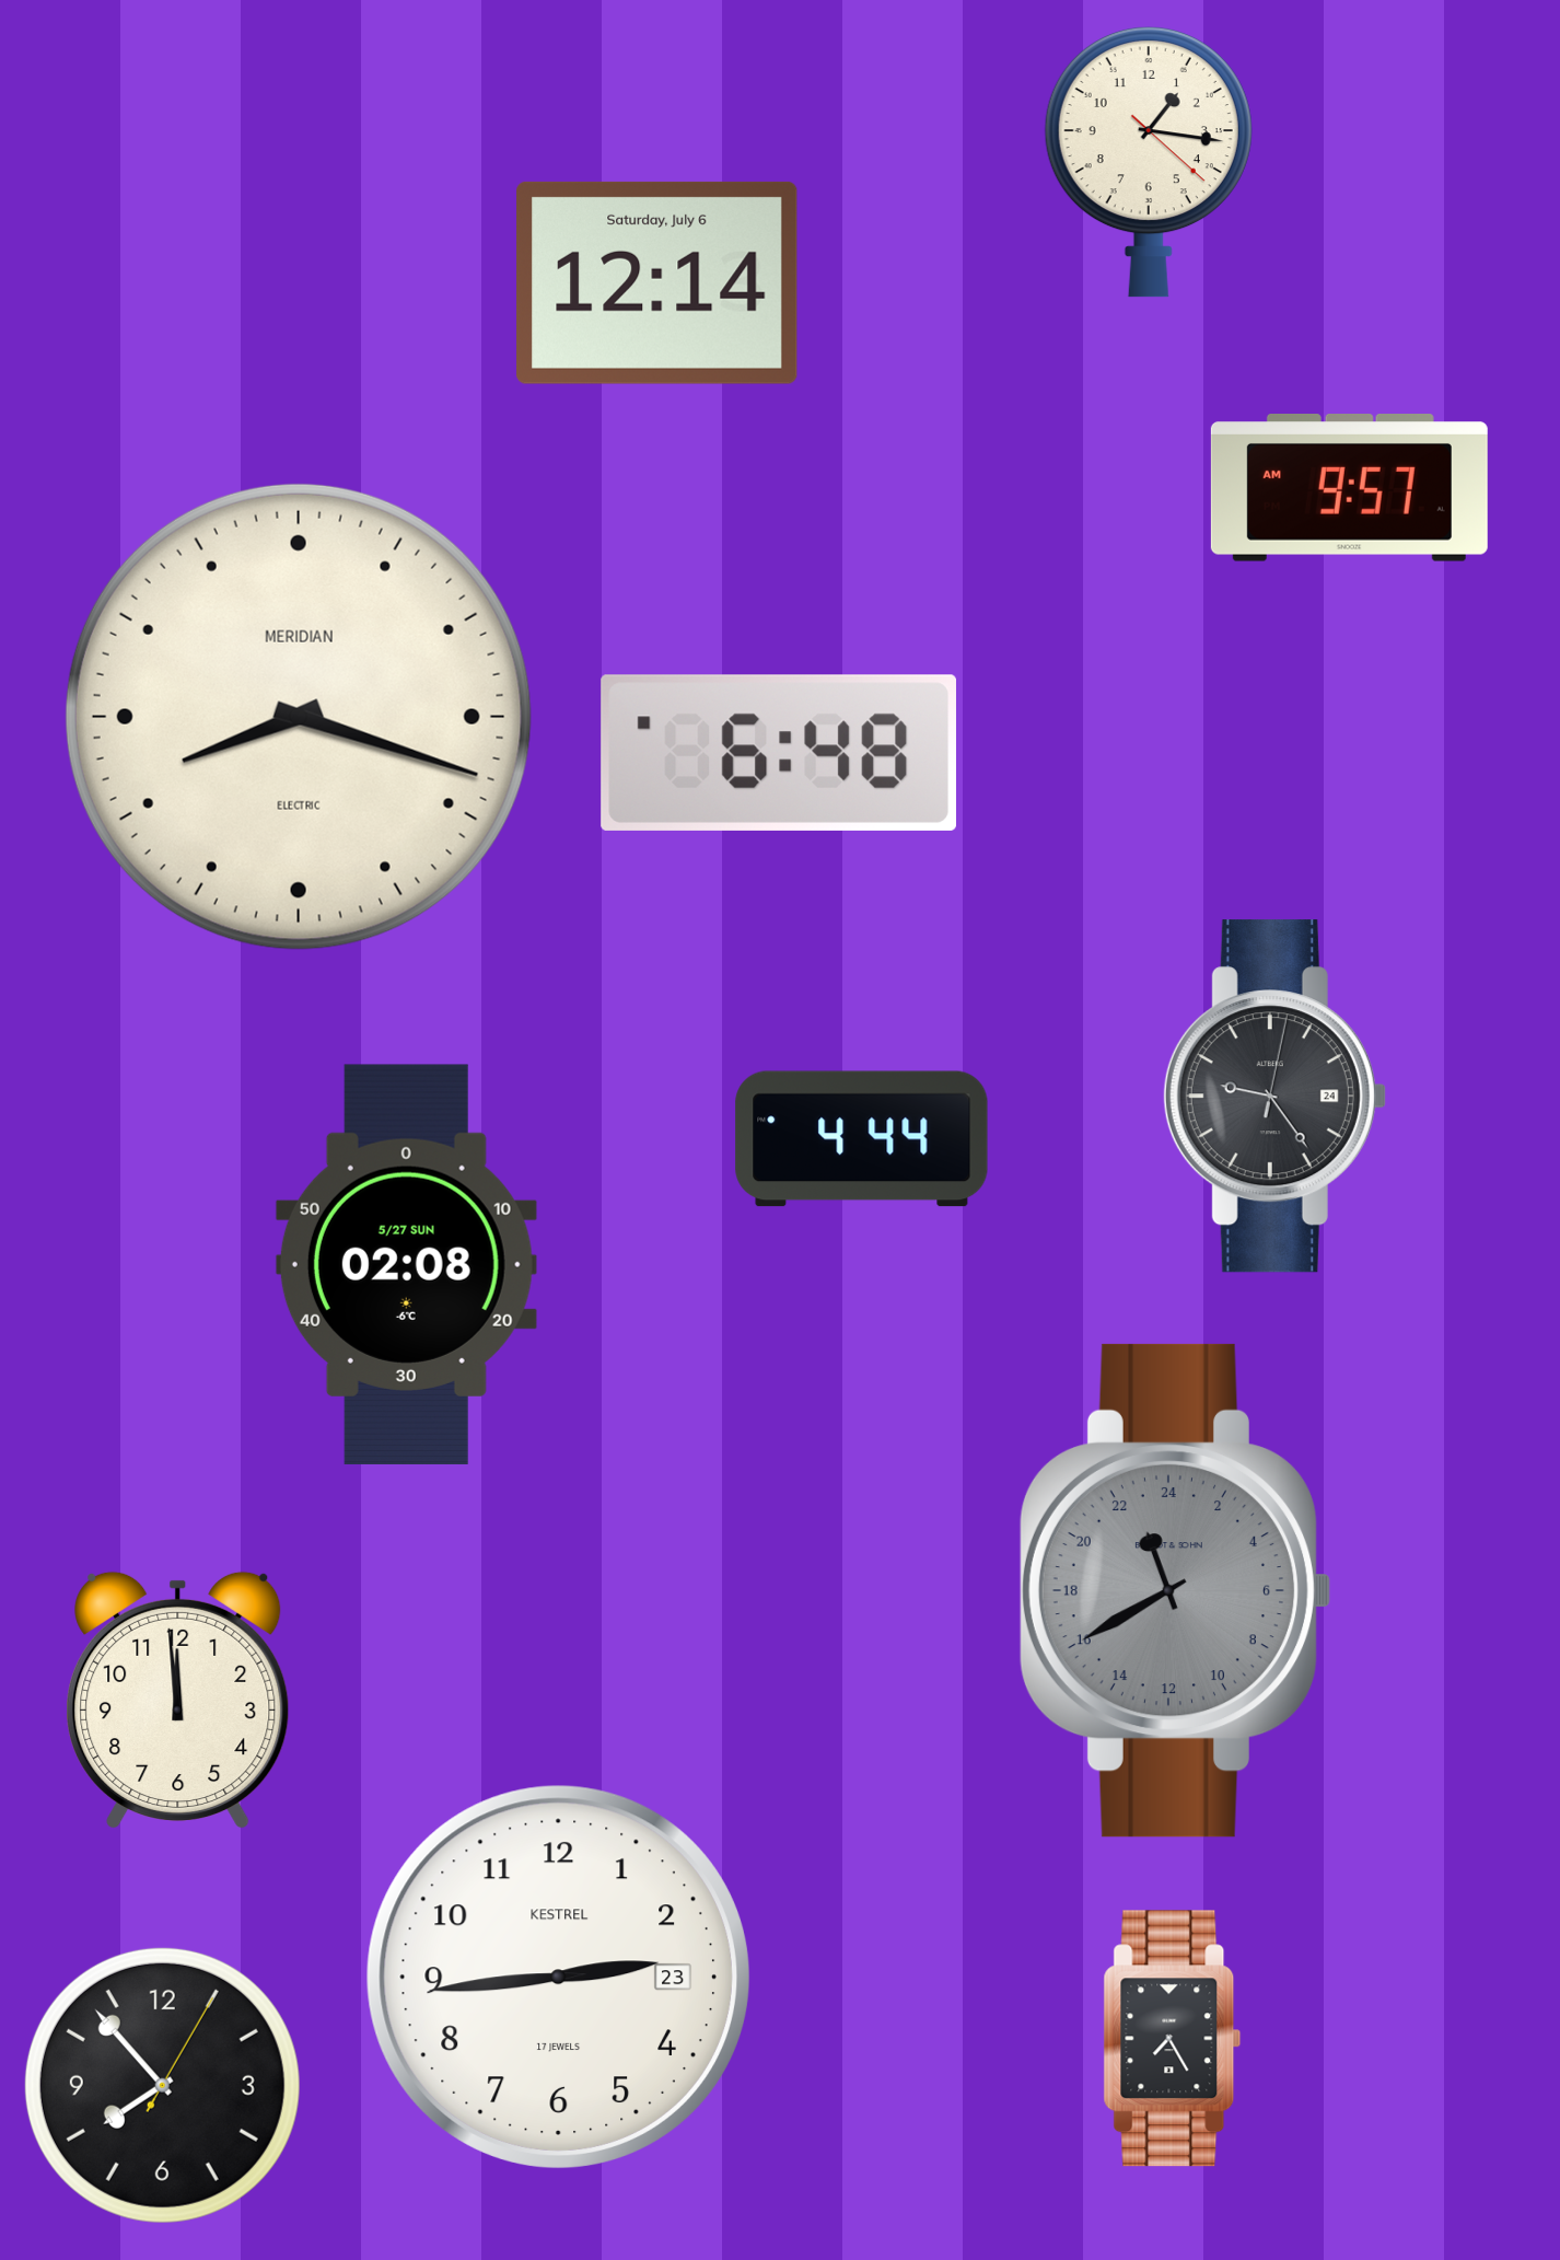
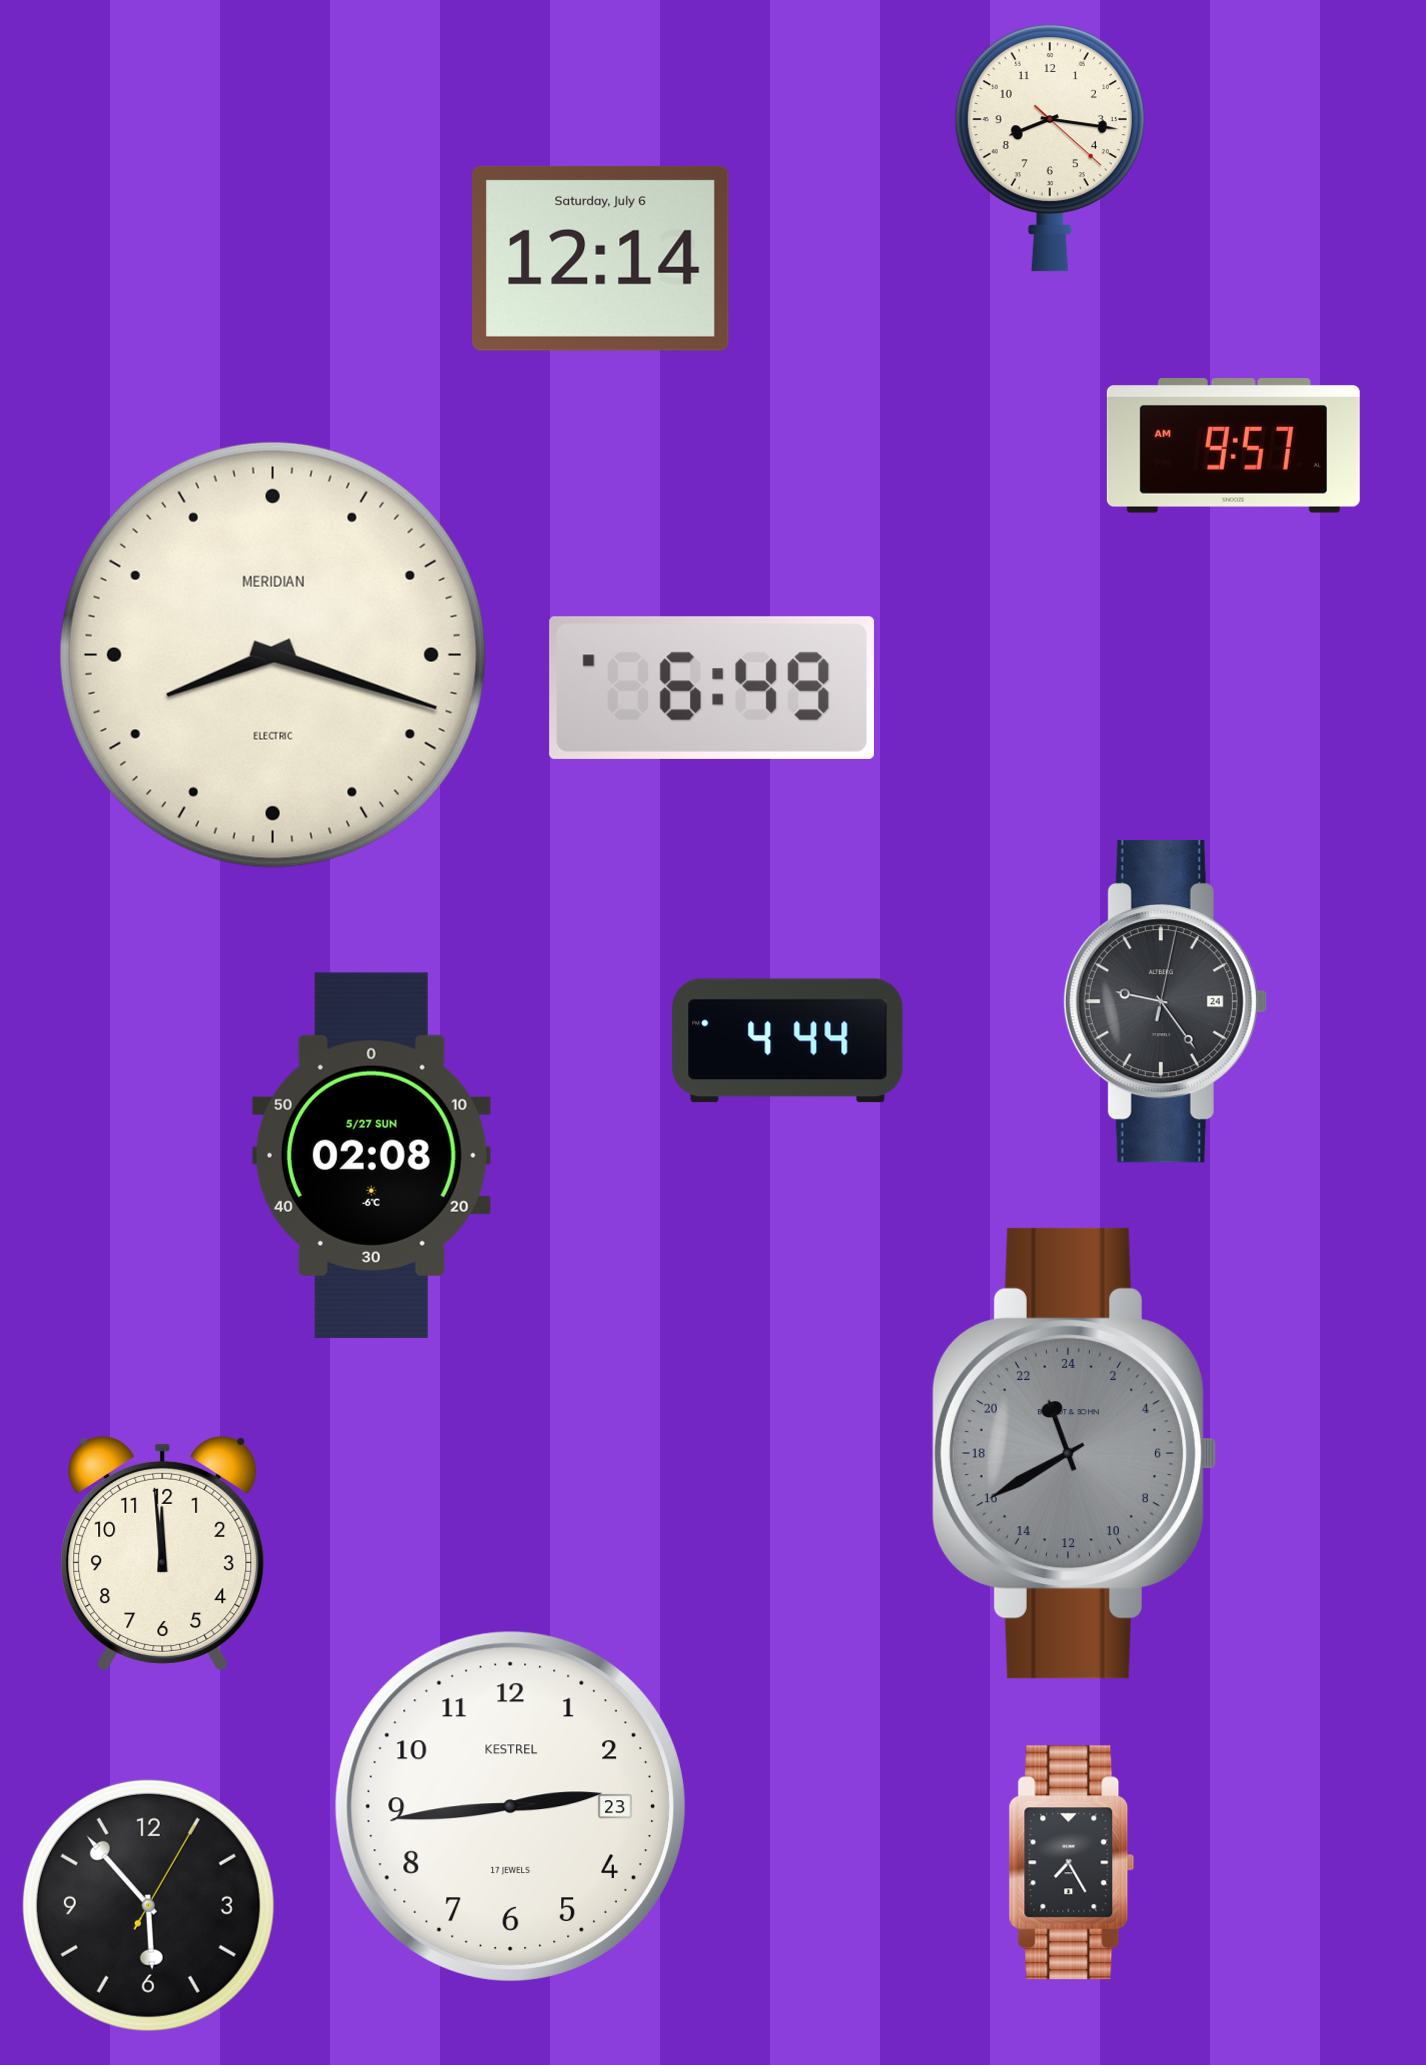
clock at (1149, 162): 1:16 -> 8:16
clock at (779, 753): 6:48 -> 6:49
clock at (162, 2085): 7:53 -> 5:53
